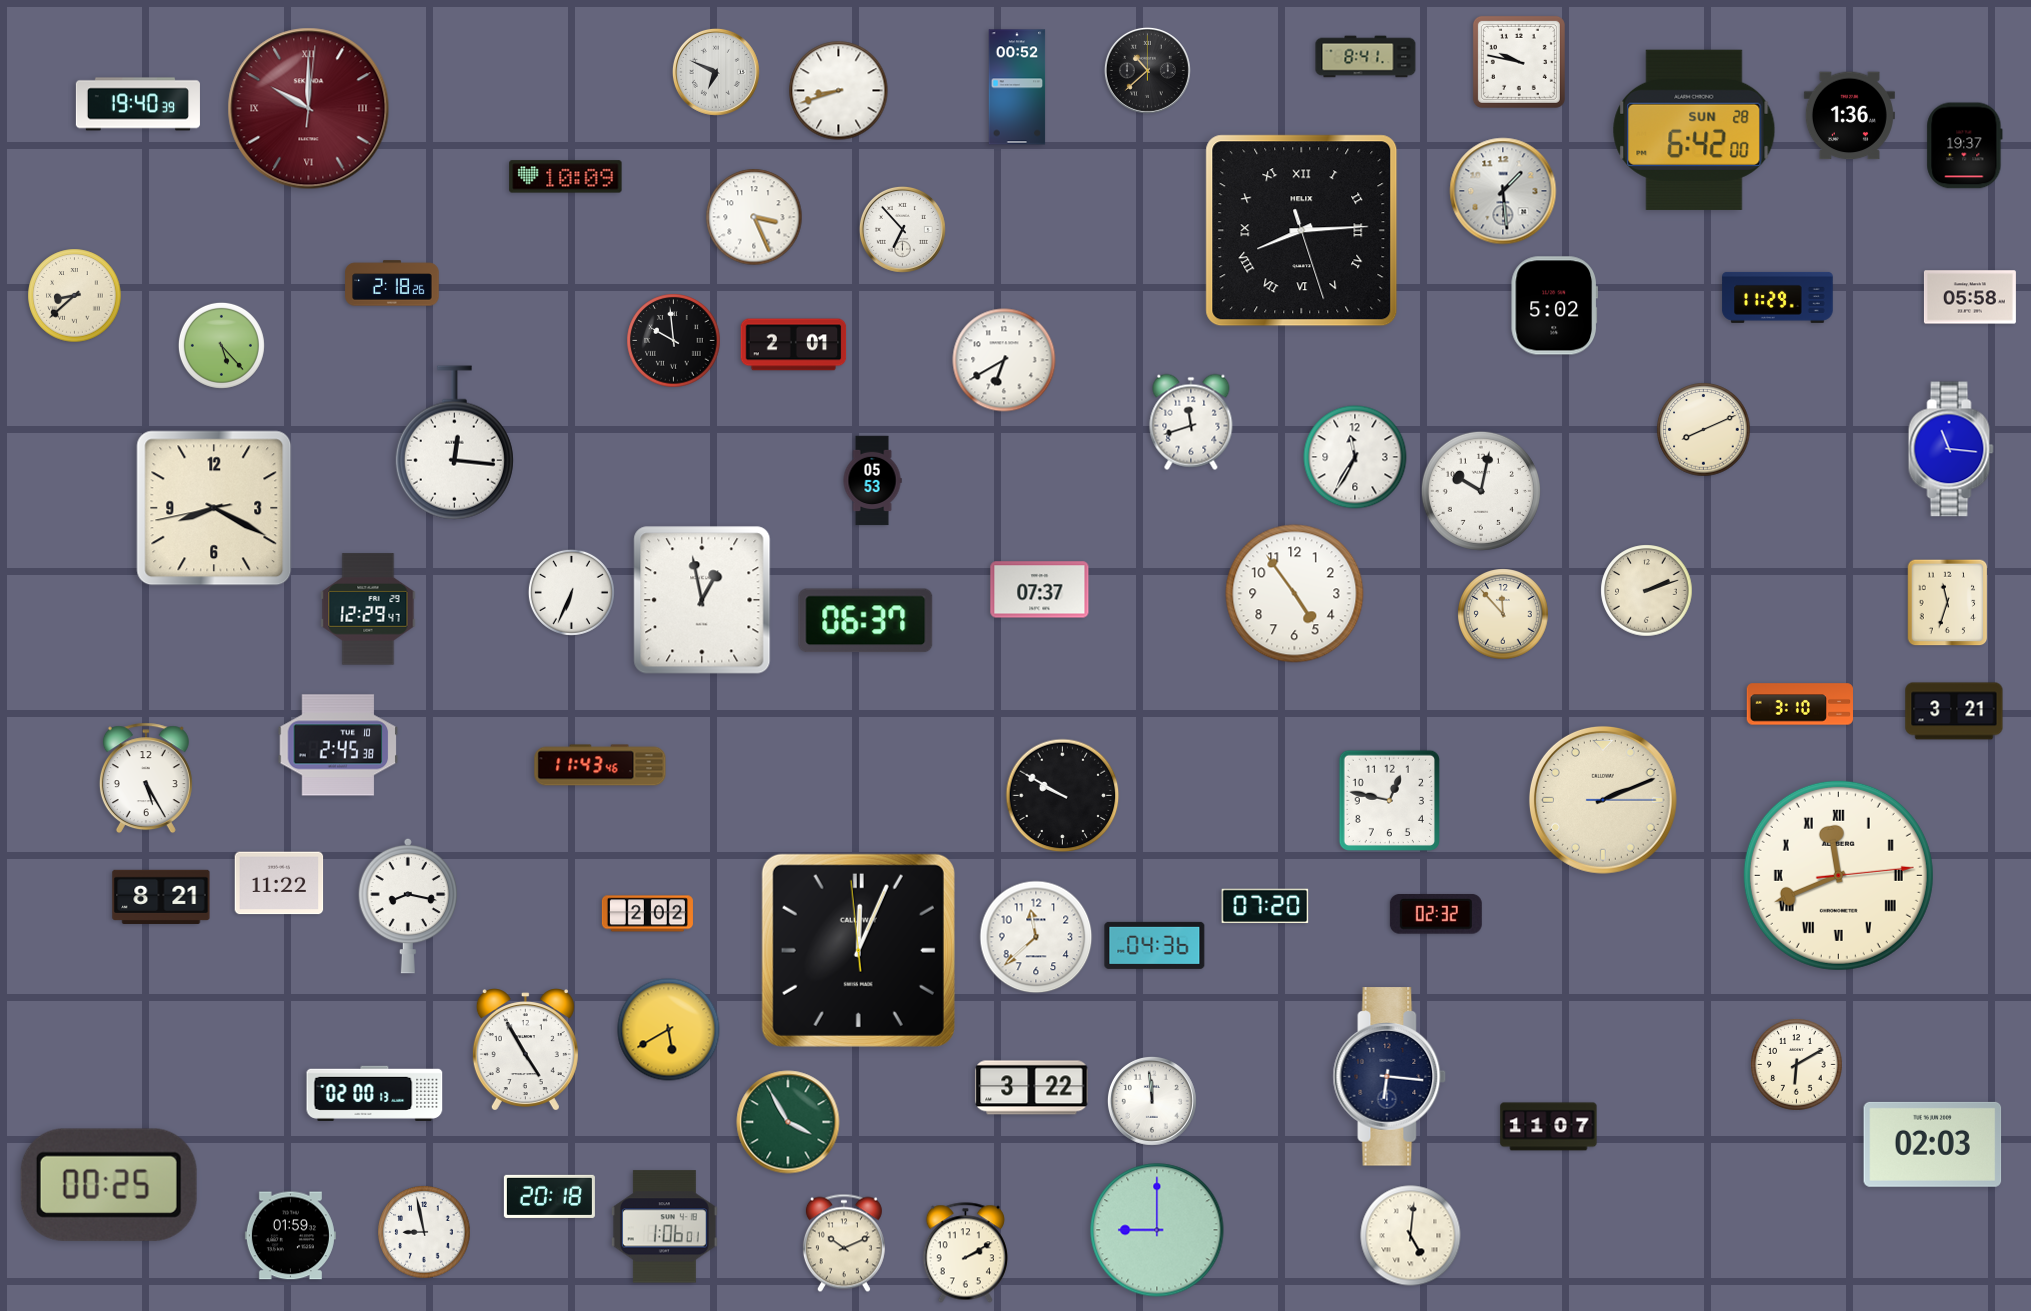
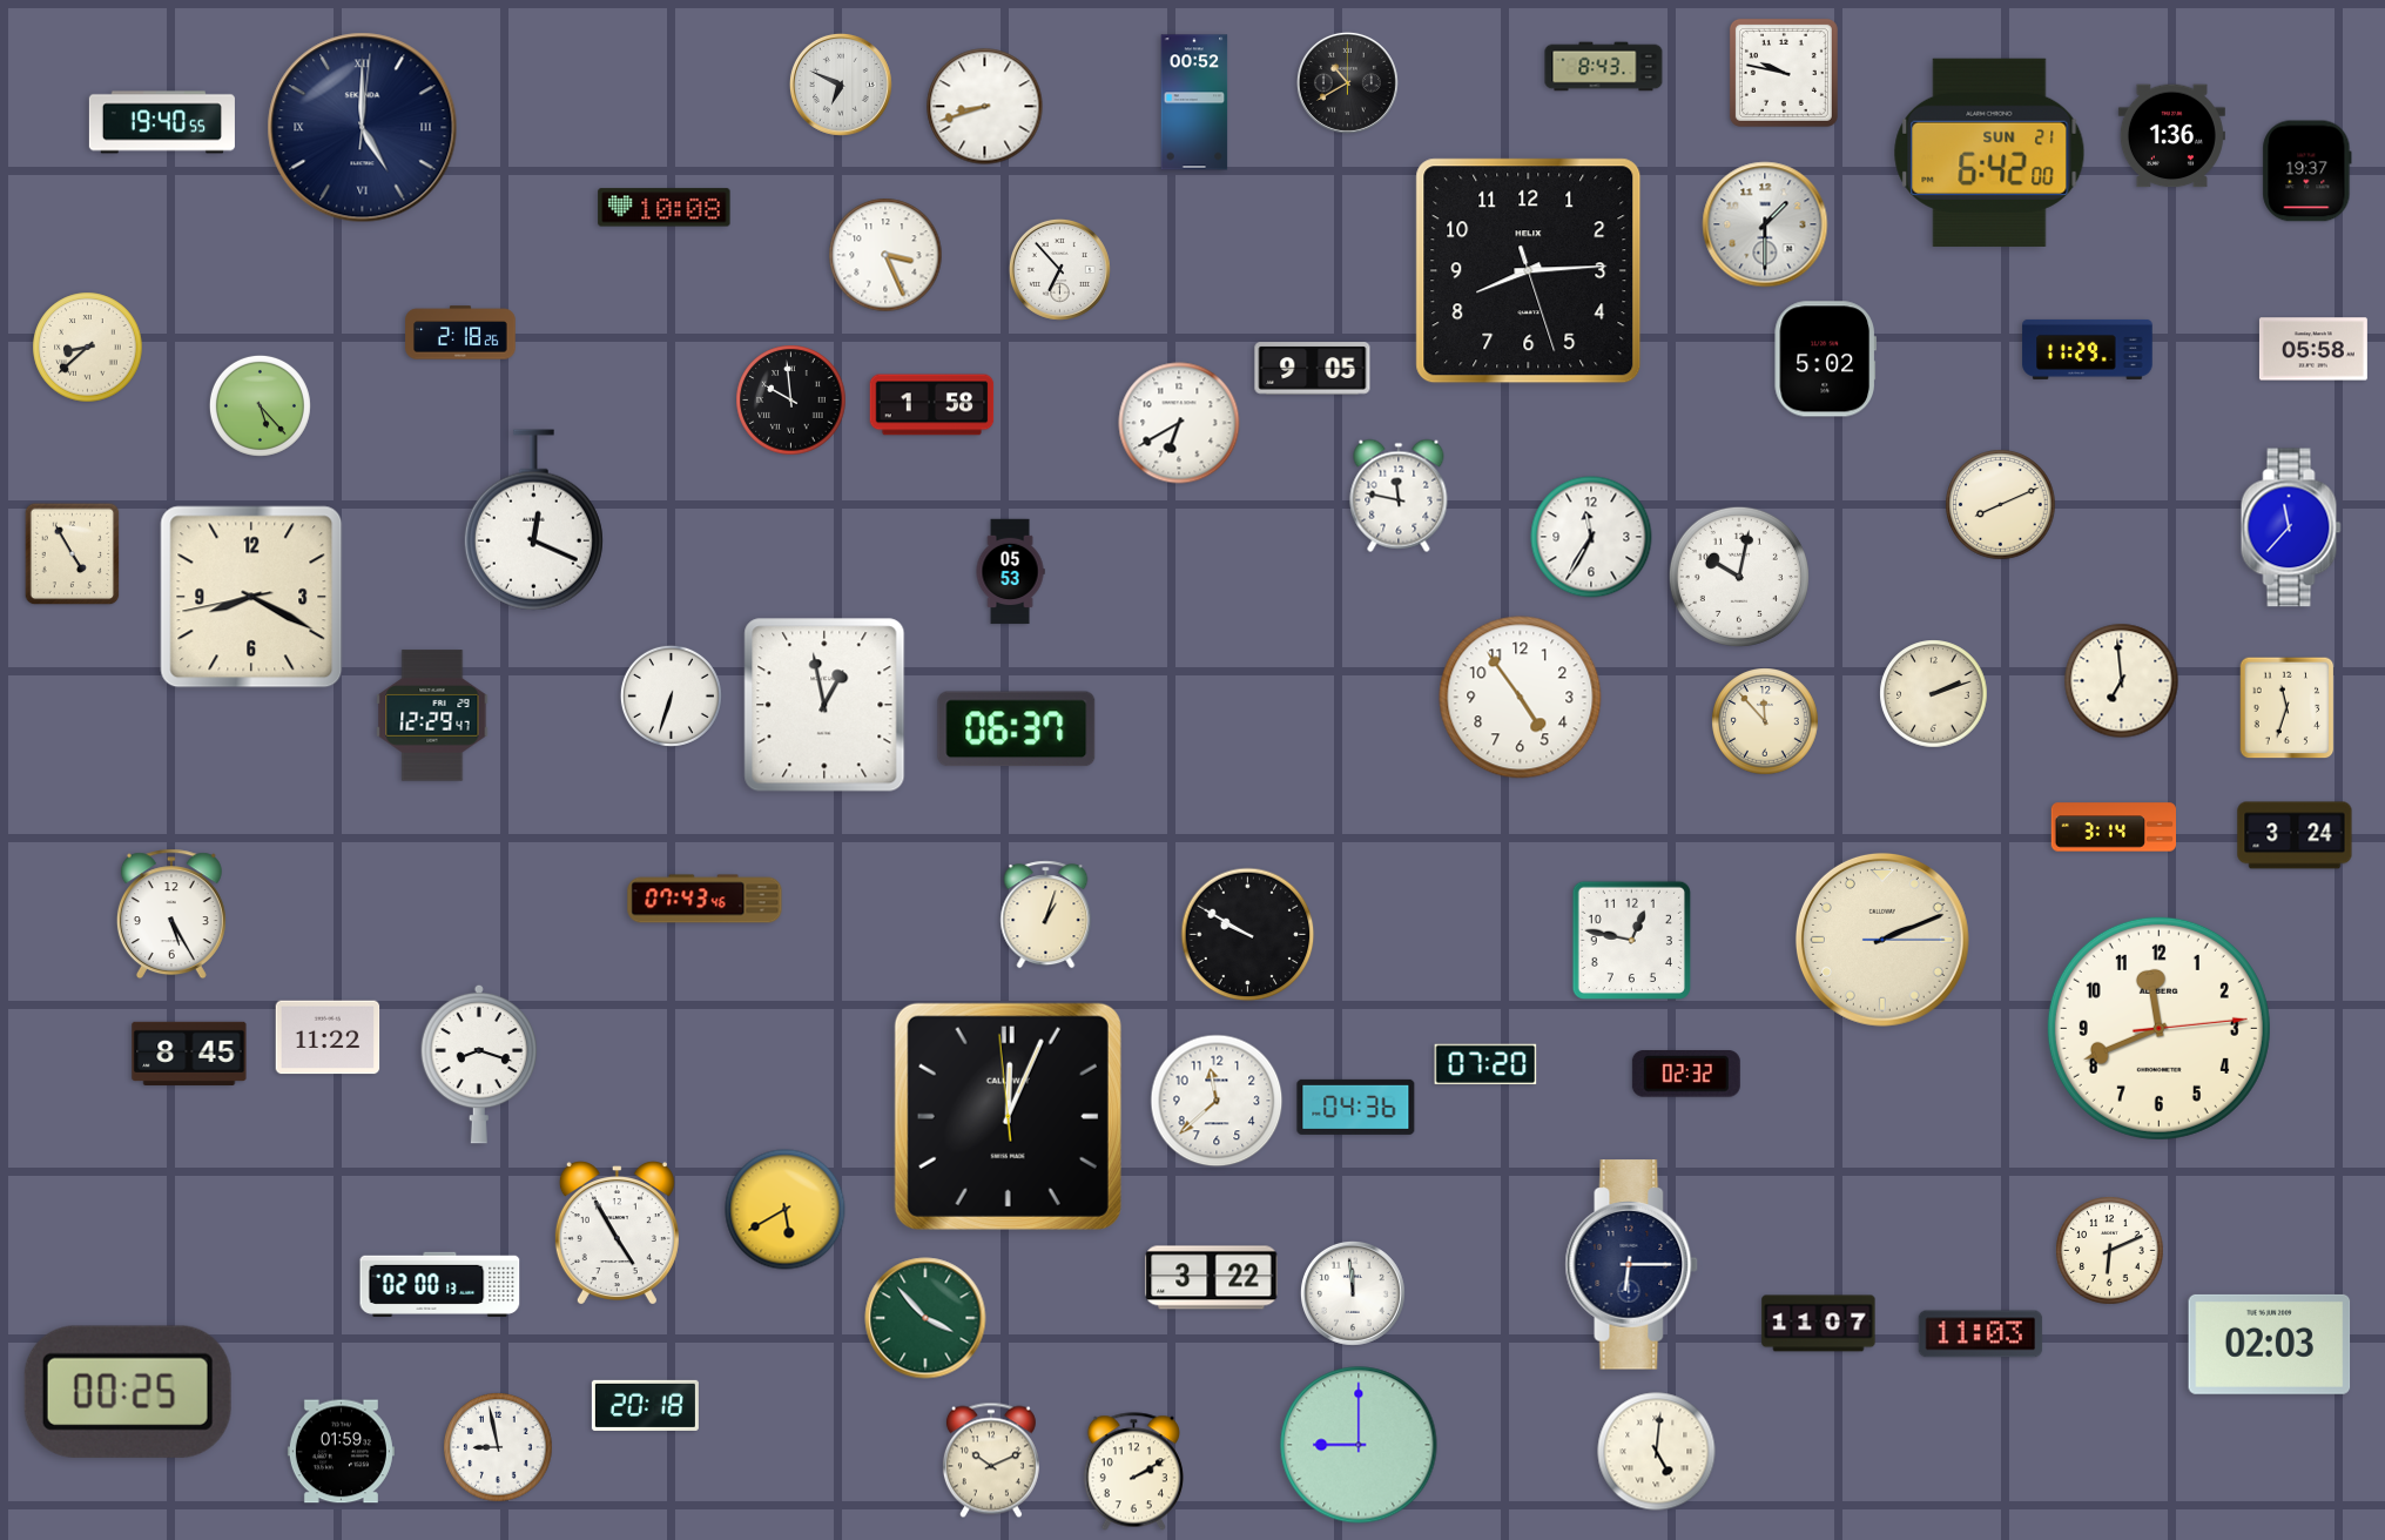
clock at (1366, 57): 8:41 -> 8:43
clock at (1147, 70): 10:38 -> 10:40
clock at (138, 104): 19:40:39 -> 19:40:55
clock at (309, 109): 10:00 -> 5:00
clock at (309, 109) dial: burgundy -> navy
clock at (1694, 130) date: SUN 28 -> SUN 21
clock at (566, 177): 10:09 -> 10:08
clock at (1503, 191): 1:29 -> 1:30
clock at (1302, 231) numerals: Roman -> Arabic
clock at (1313, 369): none -> 9:05
clock at (794, 345): 2:01 -> 1:58
clock at (1191, 422): 11:42 -> 11:47
clock at (454, 443): 12:16 -> 12:19
clock at (1951, 449): 11:16 -> 11:37
clock at (73, 554): none -> 4:55
clock at (872, 481) position: (872, 481) -> (1010, 572)
clock at (2122, 681): none -> 6:59
clock at (1040, 590): 07:37 -> none
clock at (571, 592): 6:34 -> 6:33
clock at (1800, 704): 3:10 -> 3:14
clock at (1954, 711): 3:21 -> 3:24
clock at (338, 745): 2:45 -> none
clock at (600, 765): 11:43 -> 07:43
clock at (1046, 915): none -> 1:03
clock at (1838, 875) numerals: Roman -> Arabic
clock at (161, 897): 8:21 -> 8:45
clock at (407, 906): 8:17 -> 8:18
clock at (647, 914): 2:02 -> none
clock at (1155, 945) position: (1155, 945) -> (1356, 1107)
clock at (1797, 1065): 6:10 -> 6:11
clock at (1390, 1077): 6:16 -> 6:15
clock at (788, 1122): 3:55 -> 3:53
clock at (1981, 1334): none -> 11:03
clock at (664, 1227): 1:06 -> none
